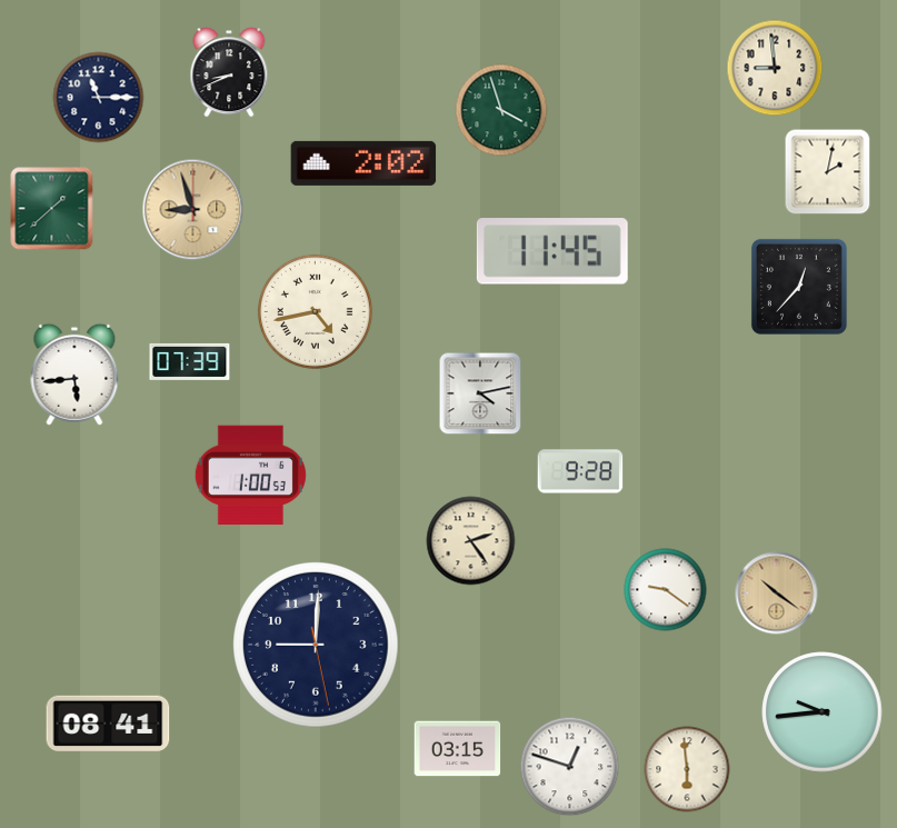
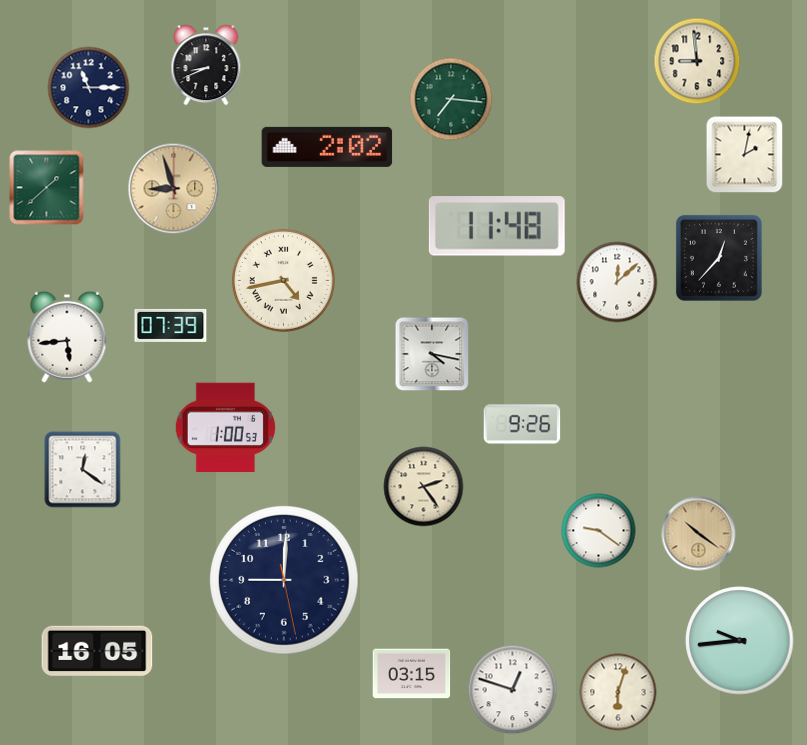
clock at (501, 110): 3:57 -> 7:16
clock at (552, 251): 11:45 -> 11:48
clock at (617, 282): none -> 12:08
clock at (480, 393): 4:13 -> 4:17
clock at (580, 471): 9:28 -> 9:26
clock at (83, 470): none -> 12:21
clock at (108, 724): 08:41 -> 16:05
clock at (687, 769): 5:59 -> 6:03
